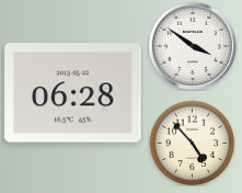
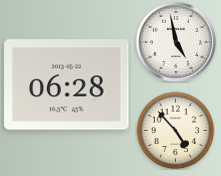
clock at (193, 46): 3:51 -> 4:58
